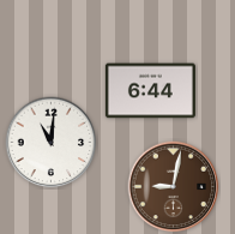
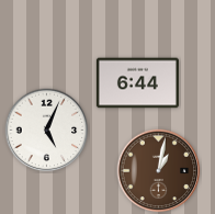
clock at (52, 143): 11:01 -> 5:04
clock at (174, 187): 9:02 -> 1:02
